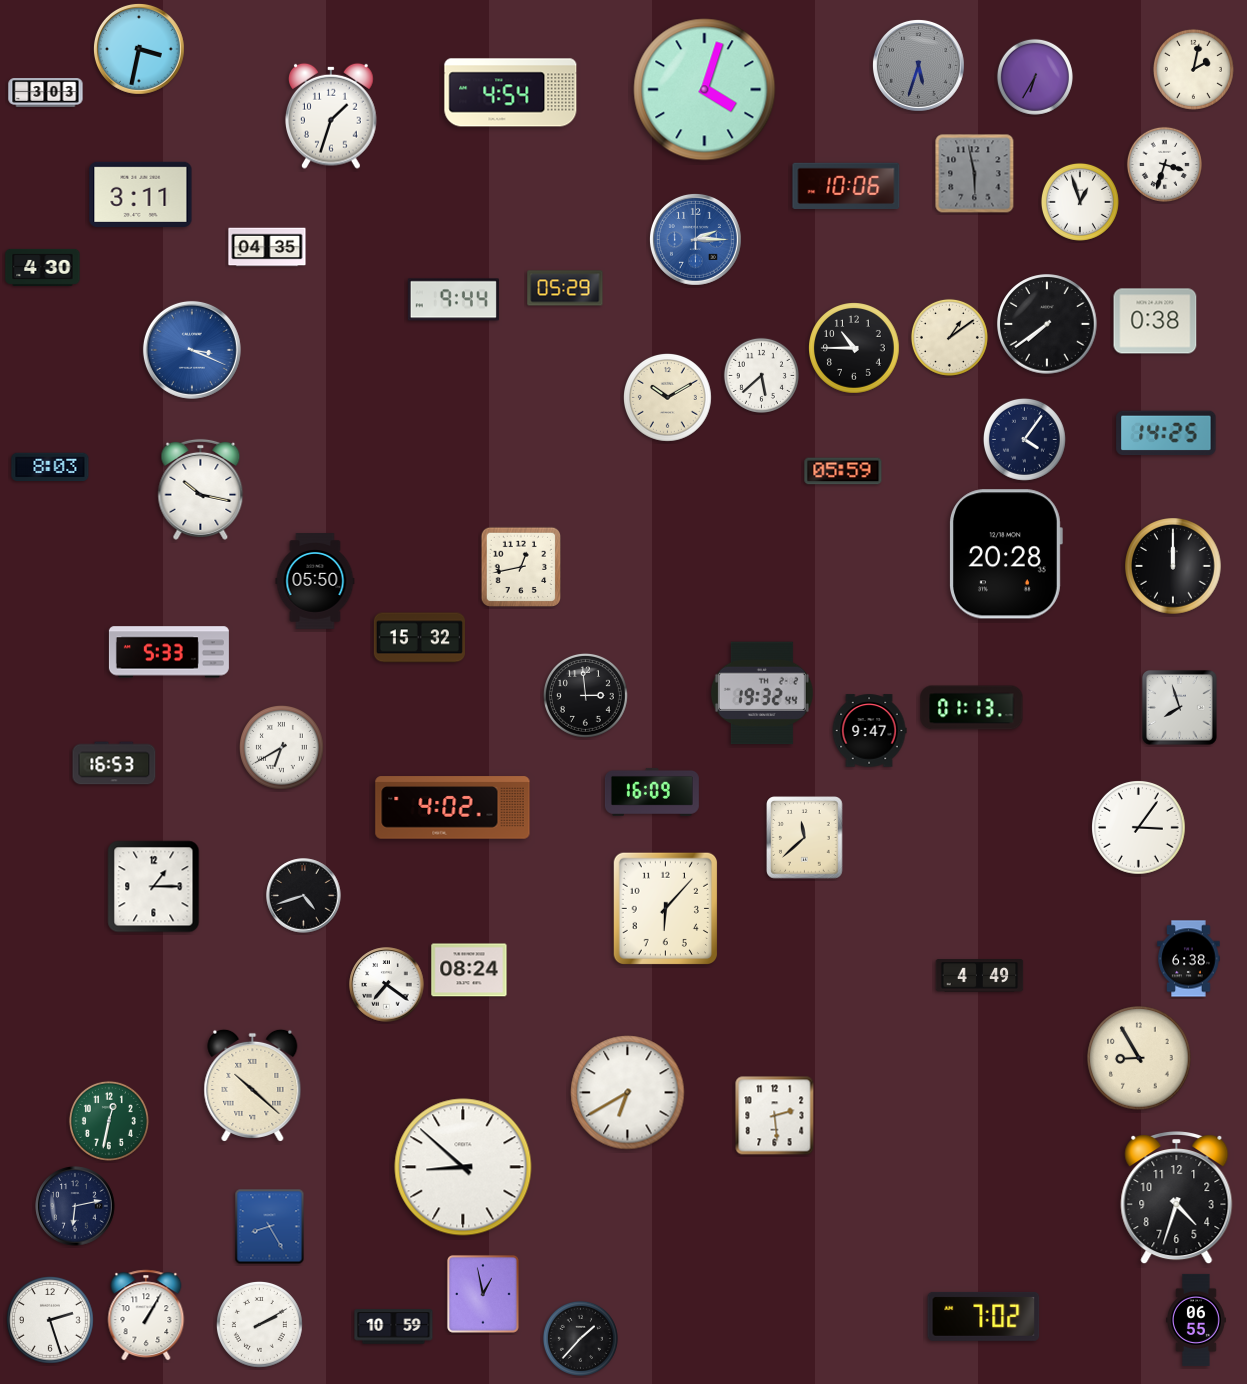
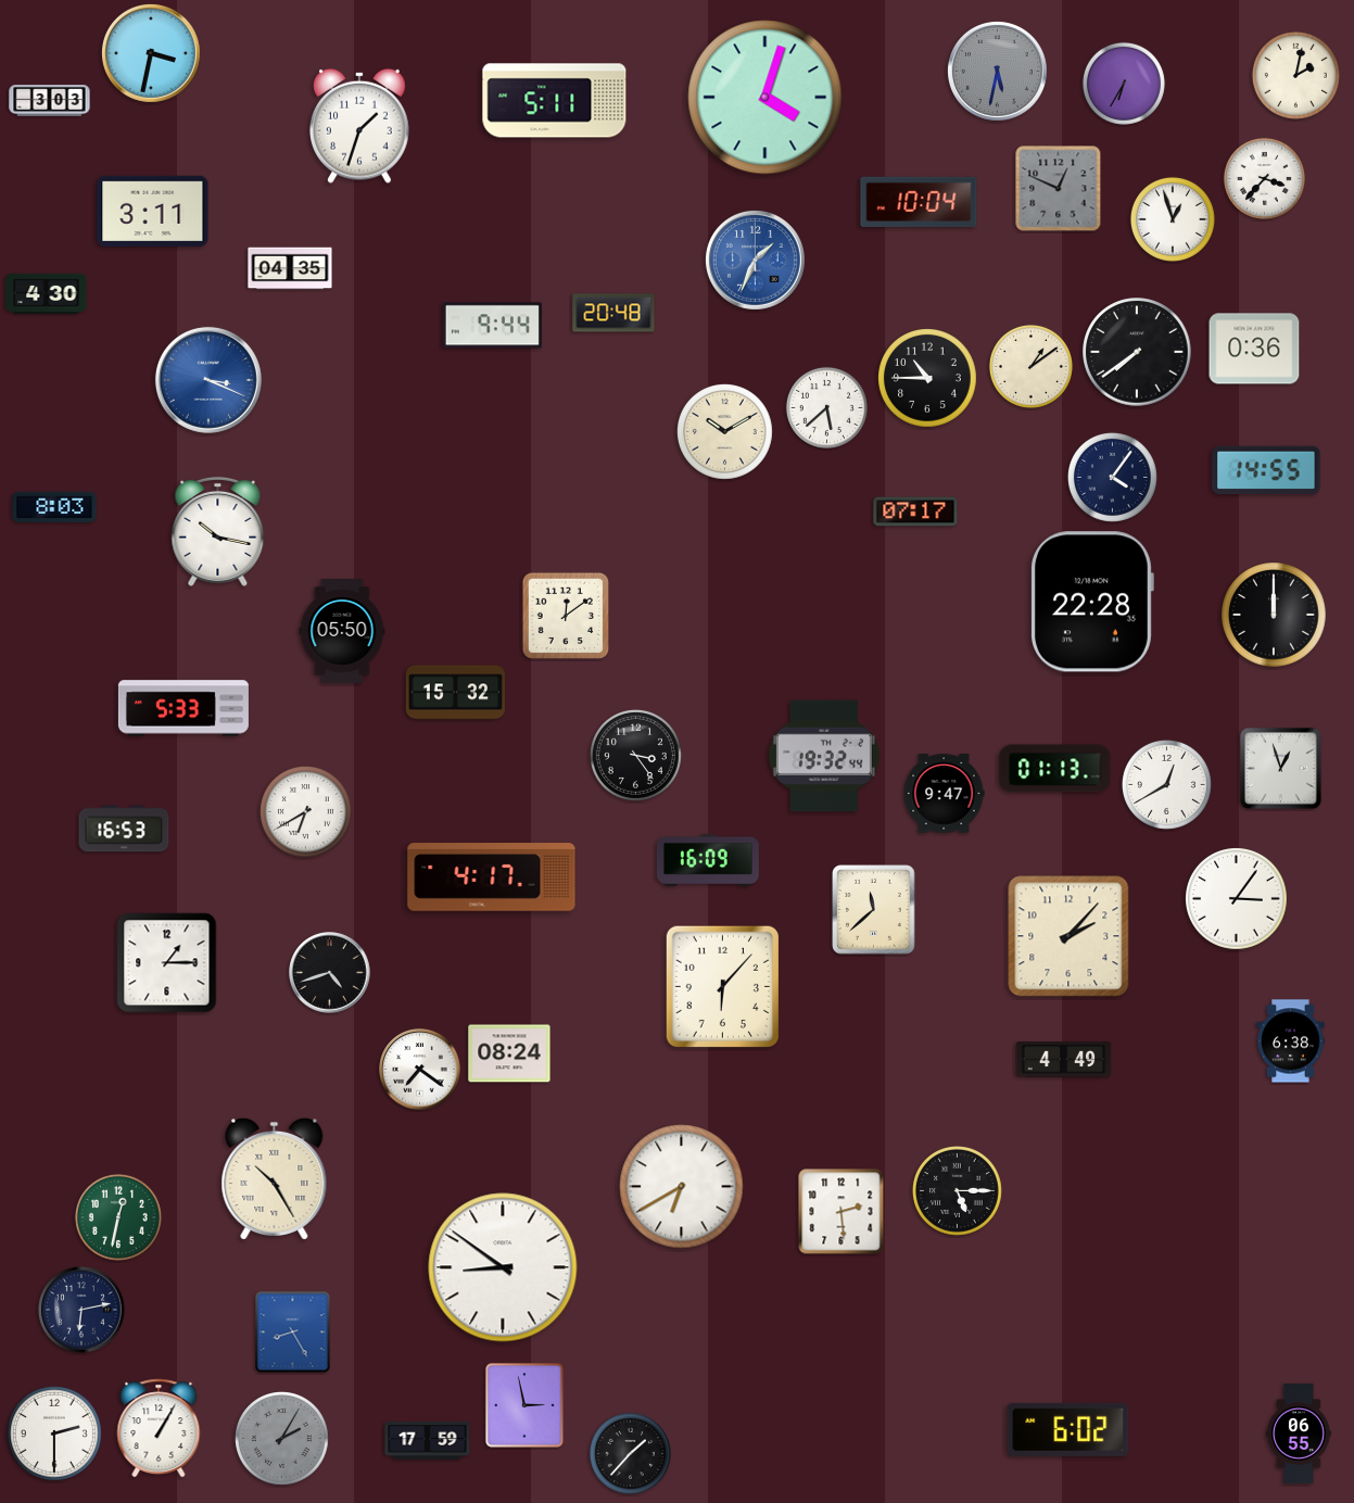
clock at (918, 65): 5:33 -> 5:32
clock at (511, 93): 4:54 -> 5:11
clock at (1164, 164): 3:33 -> 3:37
clock at (975, 174): 5:58 -> 12:49
clock at (846, 185): 10:06 -> 10:04
clock at (695, 239): 2:15 -> 1:34
clock at (43, 267) position: (43, 267) -> (47, 293)
clock at (565, 288): 05:29 -> 20:48
clock at (1155, 321): 0:38 -> 0:36
clock at (1166, 433): 14:25 -> 14:55
clock at (843, 471): 05:59 -> 07:17
clock at (1006, 554): 20:28 -> 22:28
clock at (520, 566): 12:43 -> 12:09
clock at (762, 693) position: (762, 693) -> (824, 756)
clock at (585, 695): 2:59 -> 3:24
clock at (1180, 708): 7:57 -> 12:57
clock at (1166, 784): none -> 12:40
clock at (453, 808): 4:02 -> 4:17
clock at (1068, 936): none -> 2:07
clock at (1139, 1058): 8:55 -> none
clock at (253, 1085): 10:22 -> 10:25
clock at (957, 1190): none -> 5:15
clock at (463, 1167): 8:52 -> 8:51
clock at (1177, 1199): 4:33 -> none
clock at (483, 1294): 12:58 -> 2:58
clock at (984, 1316): 7:02 -> 6:02
clock at (50, 1320): 2:27 -> 2:30
clock at (259, 1324): 2:10 -> 2:05
clock at (259, 1324) dial: white -> grey
clock at (394, 1327): 10:59 -> 17:59
